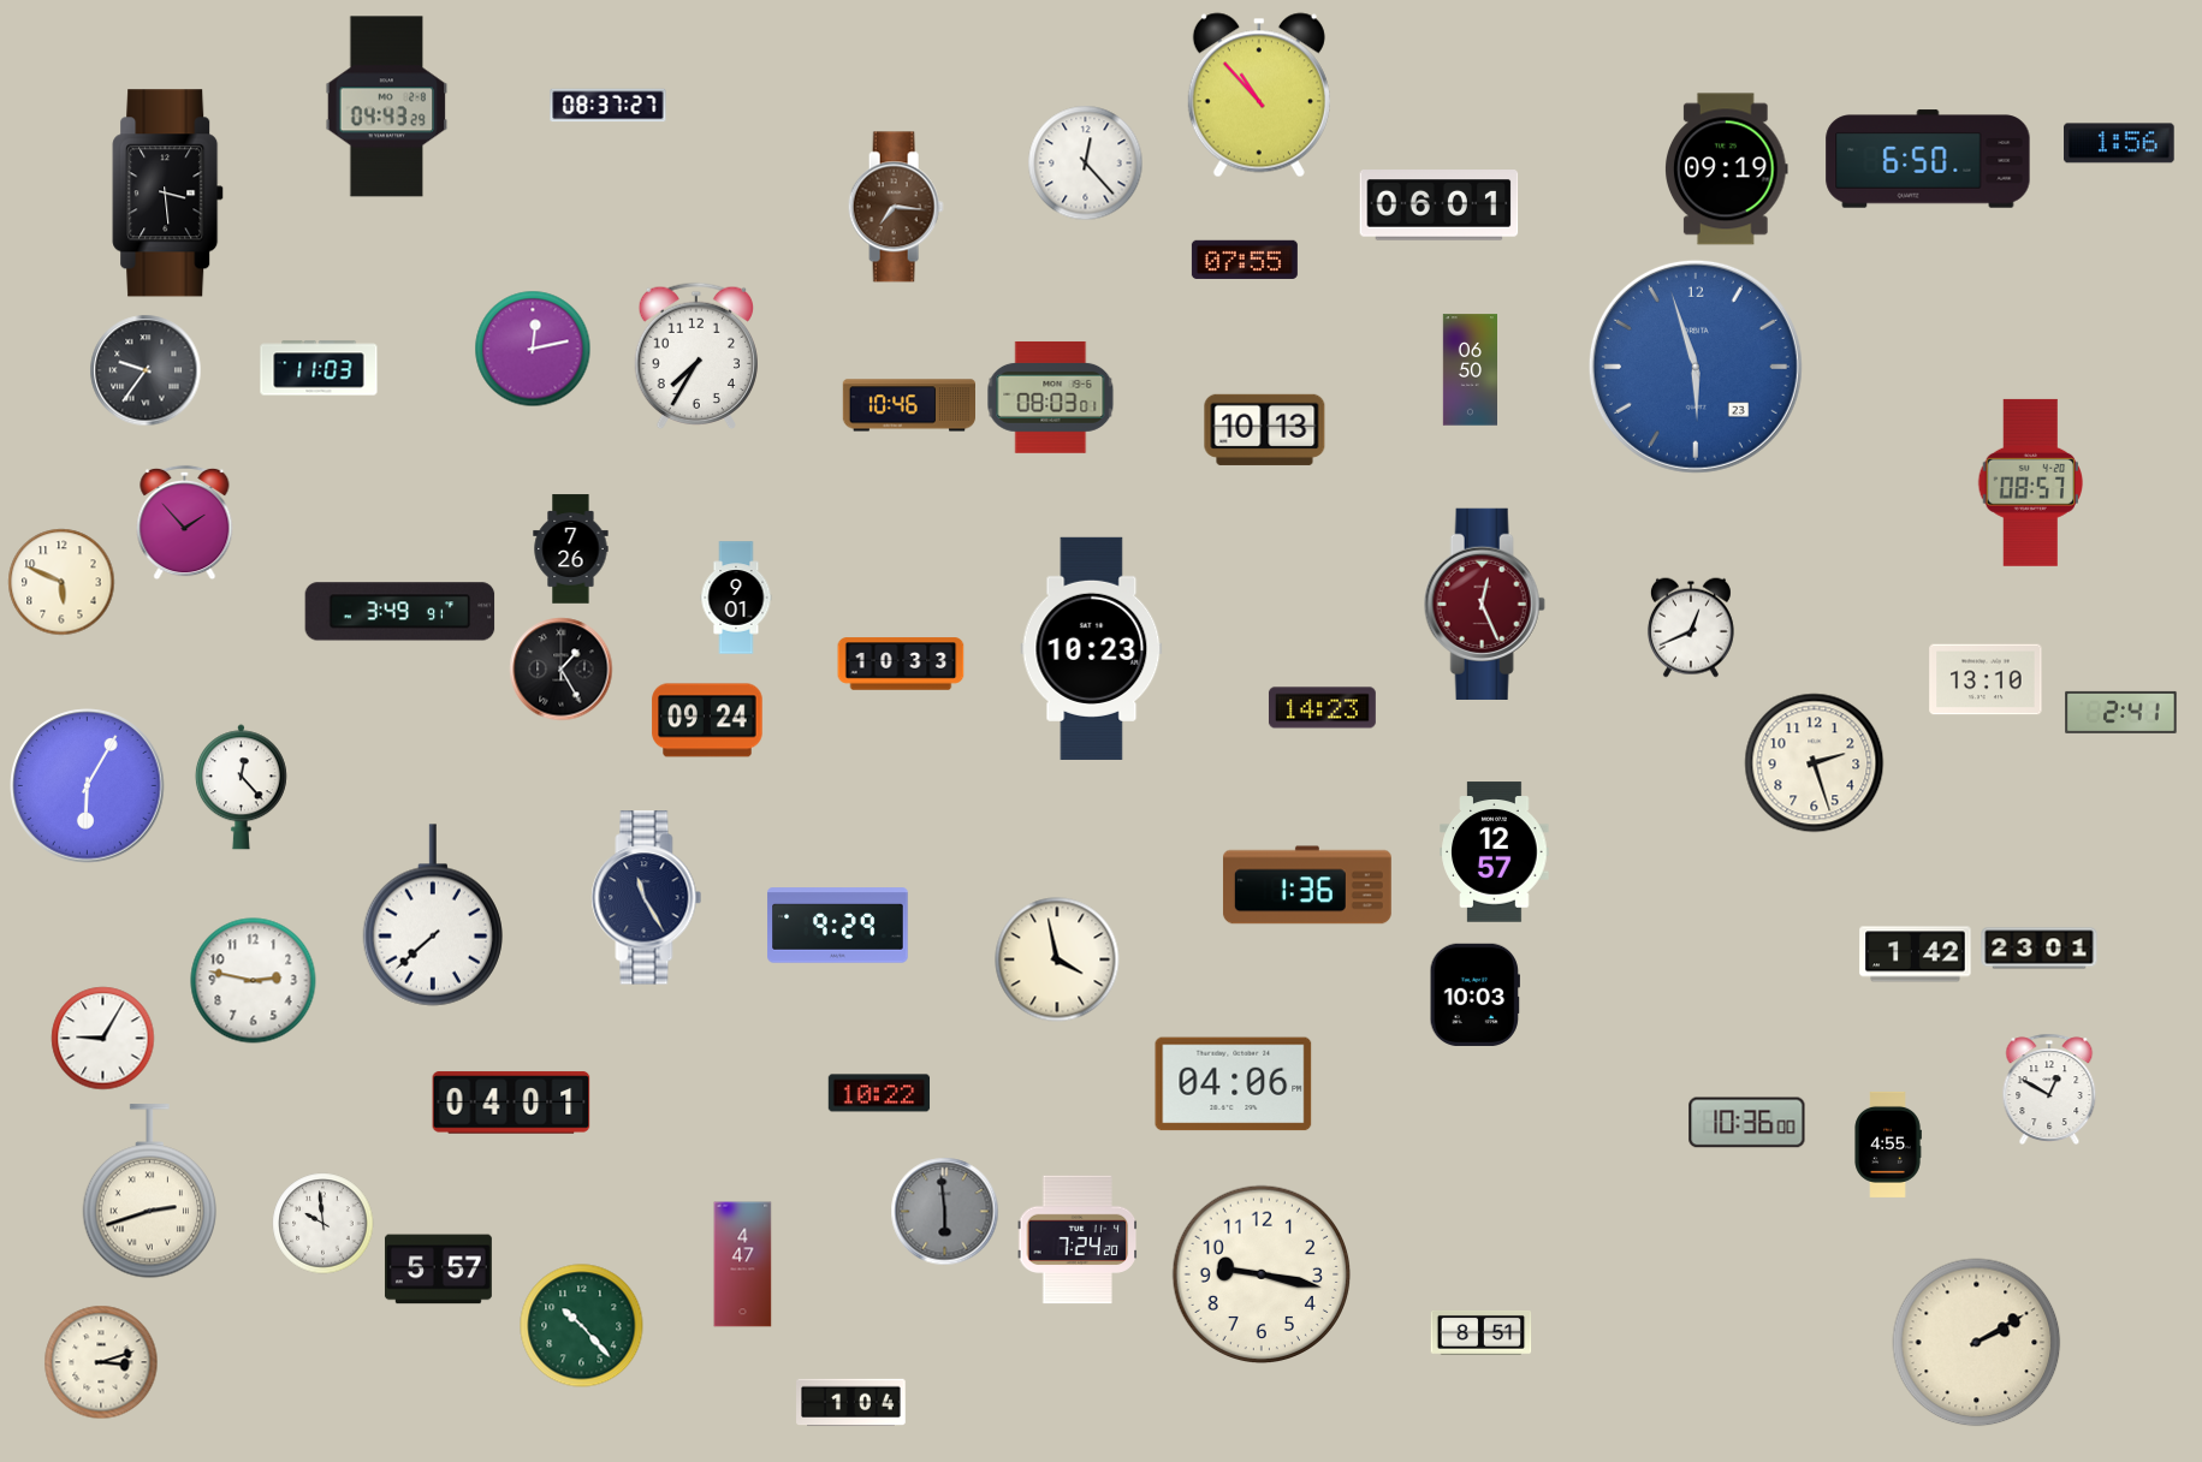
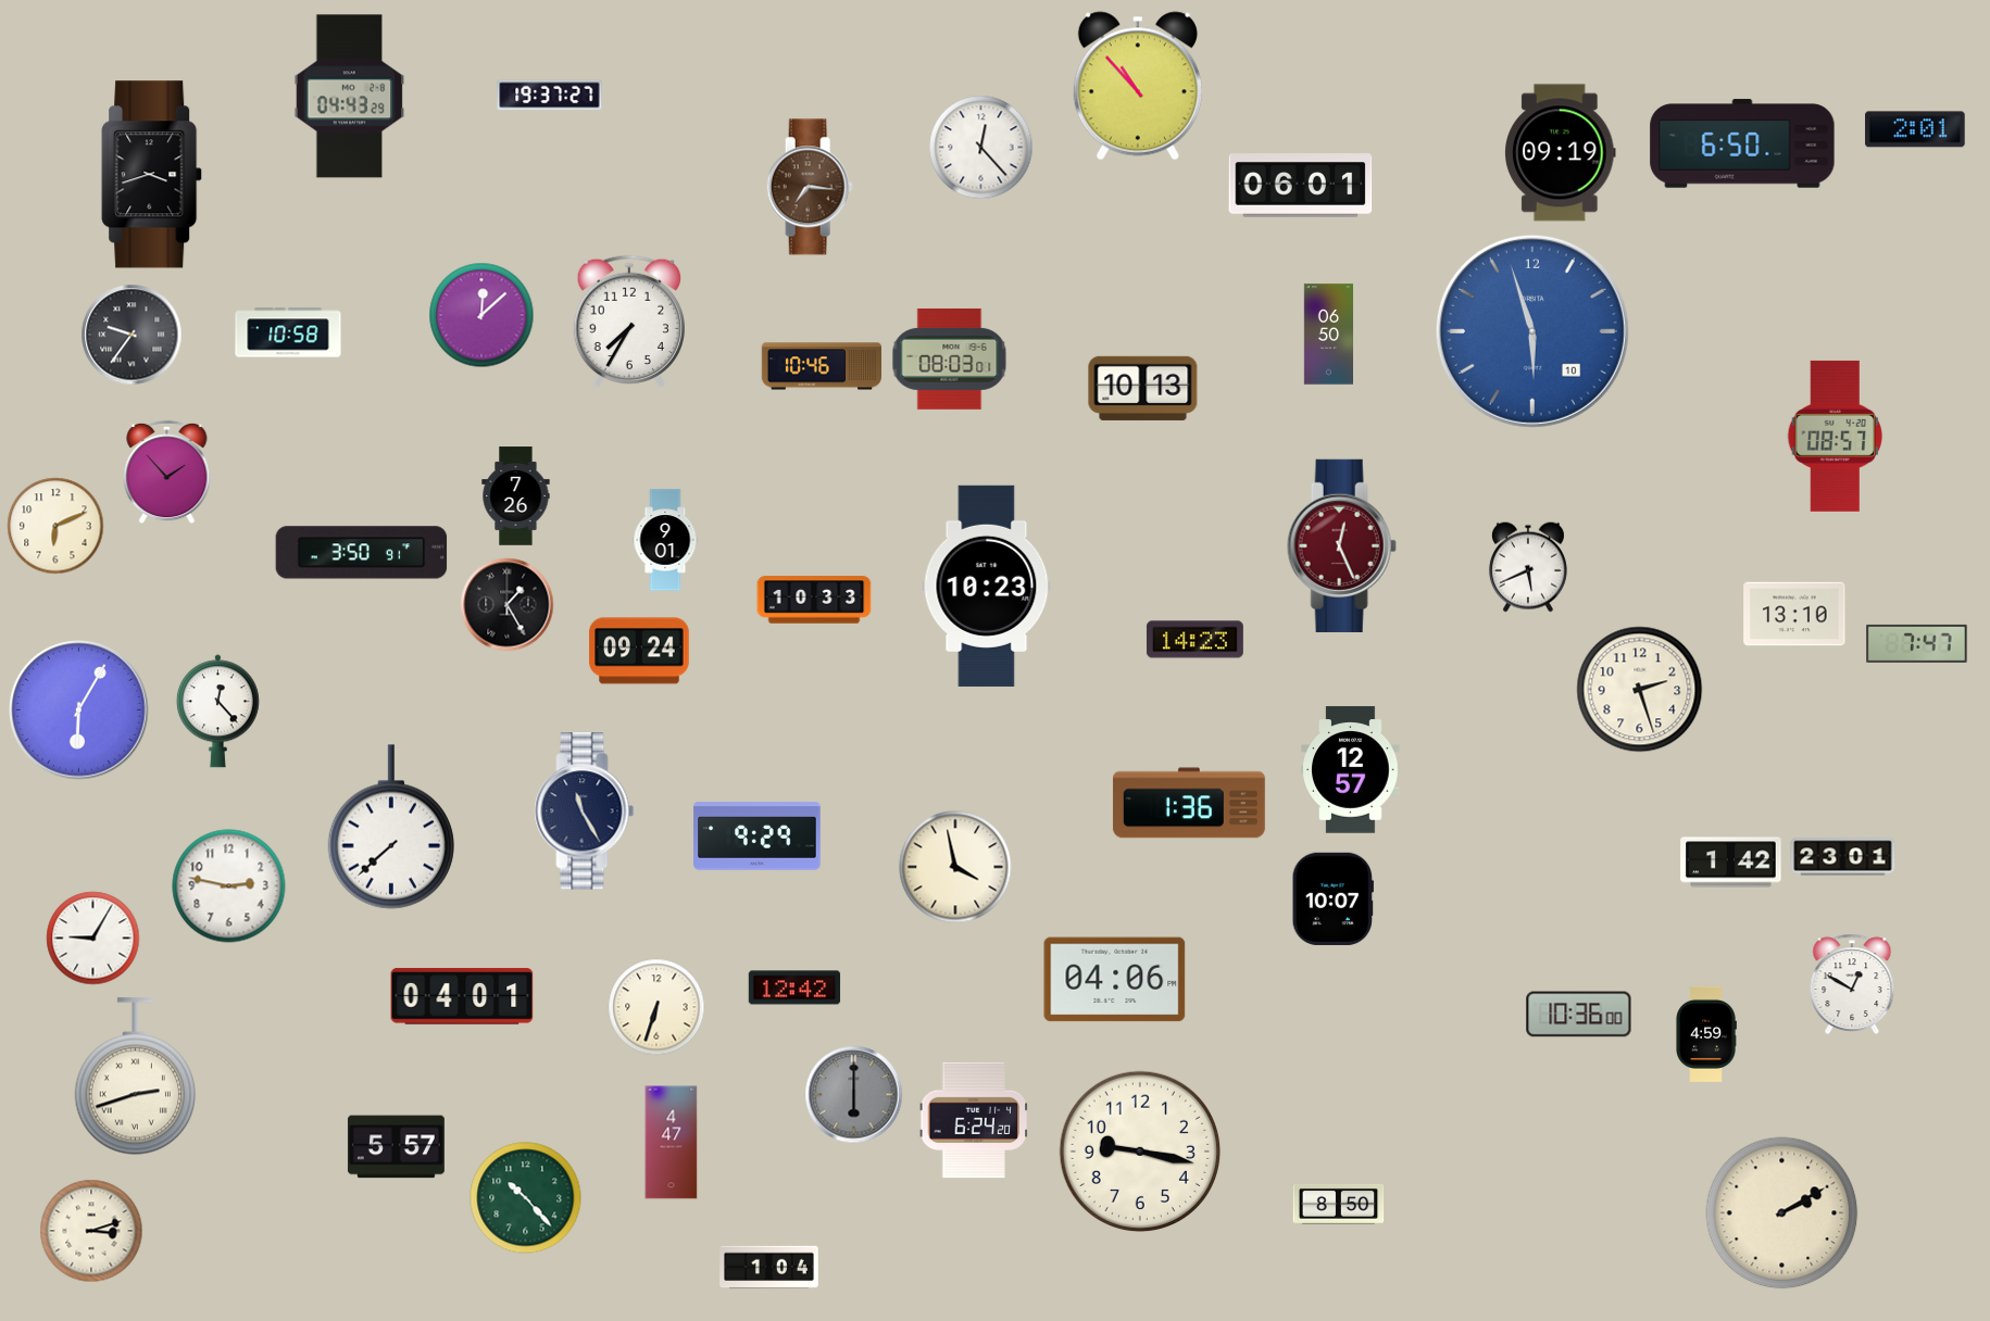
clock at (609, 106): 08:37 -> 19:37
clock at (2119, 143): 1:56 -> 2:01
clock at (168, 194): 3:29 -> 3:42
clock at (1245, 260): 07:55 -> none
clock at (533, 349): 12:13 -> 12:08
clock at (1696, 367) date: 23 -> 10
clock at (319, 368): 11:03 -> 10:58
clock at (61, 582): 5:49 -> 6:11
clock at (400, 612): 3:49 -> 3:50
clock at (1691, 628): 12:41 -> 5:41
clock at (2121, 712): 2:41 -> 7:47
clock at (1307, 885) position: (1307, 885) -> (1189, 803)
clock at (1474, 994): 10:03 -> 10:07
clock at (879, 1093): 10:22 -> 12:42
clock at (656, 1007): none -> 6:33
clock at (1888, 1145): 4:55 -> 4:59
clock at (945, 1212): 5:59 -> 6:00
clock at (324, 1224): 9:59 -> none
clock at (1078, 1240): 7:24 -> 6:24
clock at (1482, 1332): 8:51 -> 8:50
clock at (1977, 1343) position: (1977, 1343) -> (1782, 1213)
